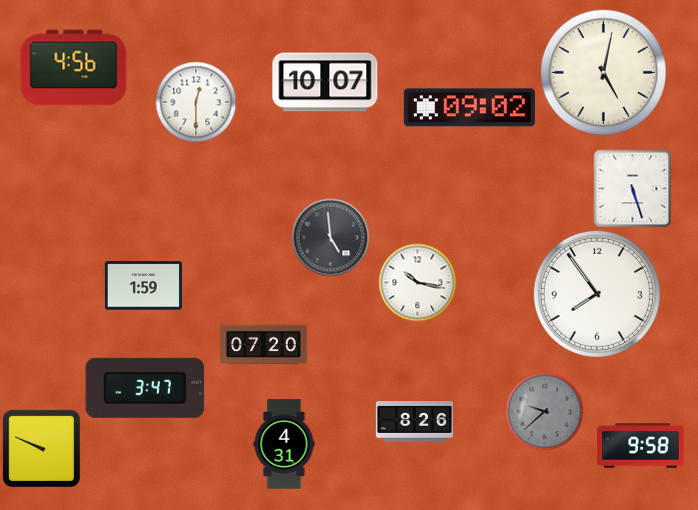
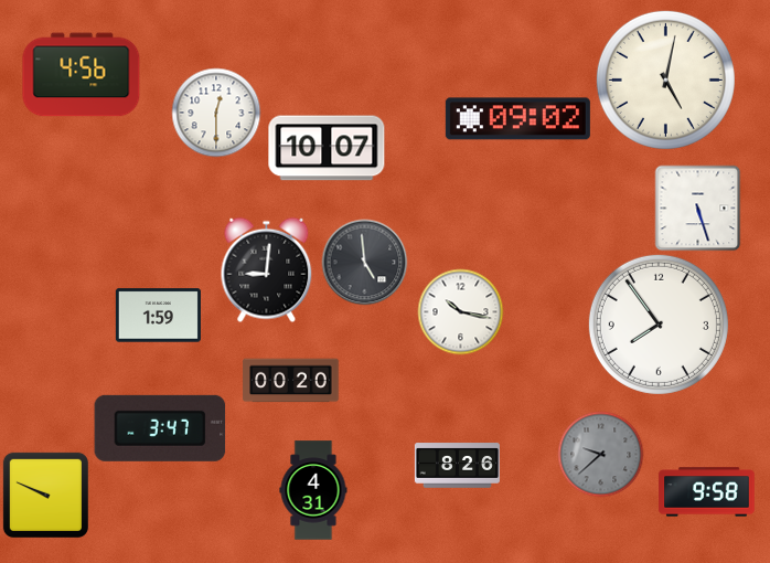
clock at (325, 82) position: (325, 82) -> (327, 148)
clock at (267, 269): none -> 9:01
clock at (264, 345): 07:20 -> 00:20
